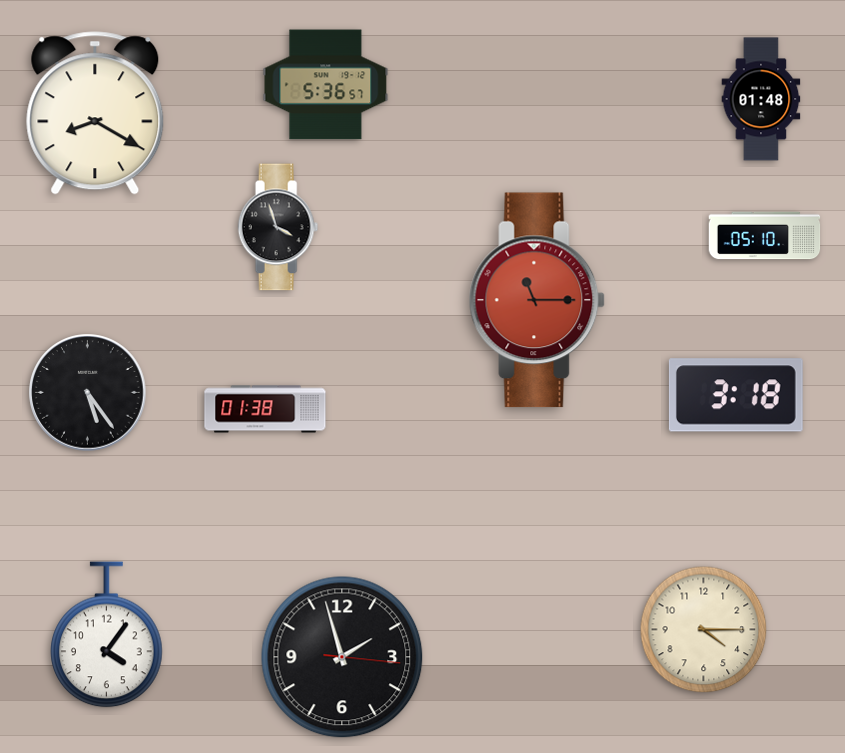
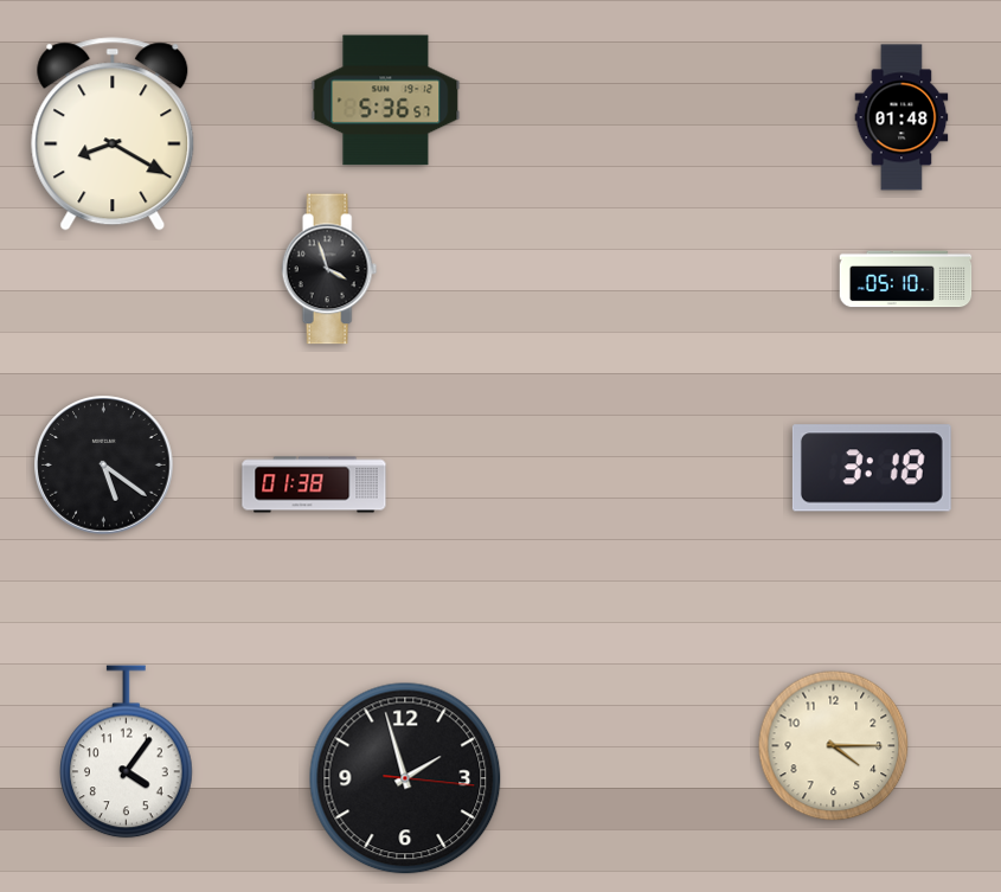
clock at (537, 300): 11:15 -> none
clock at (88, 393): 5:24 -> 5:21
